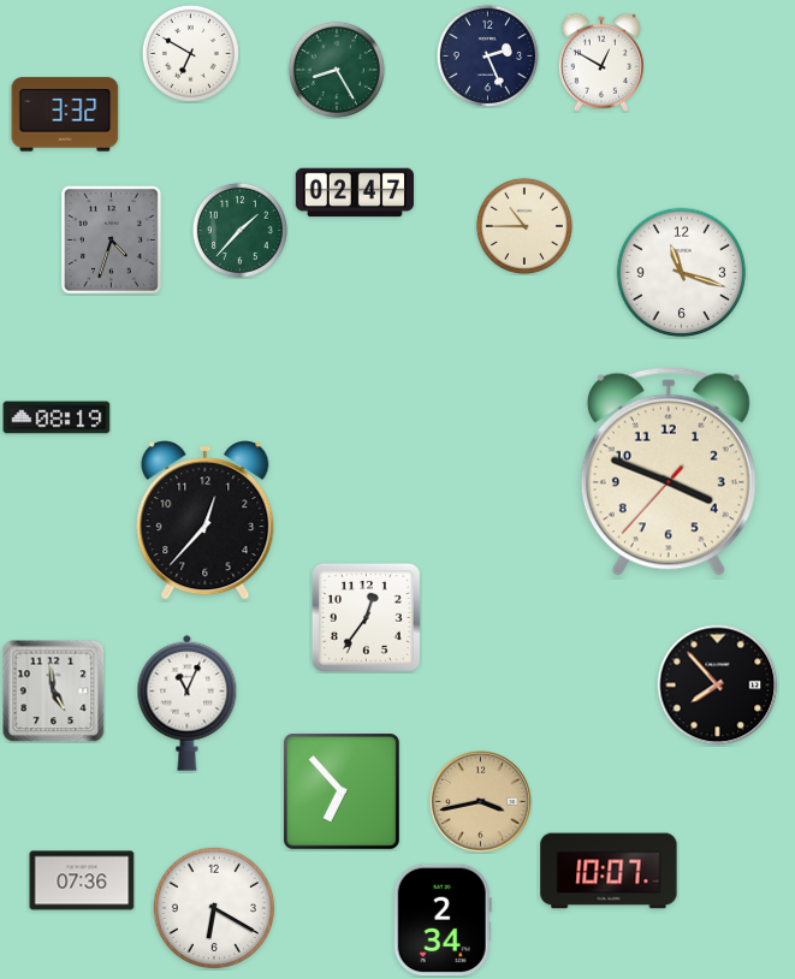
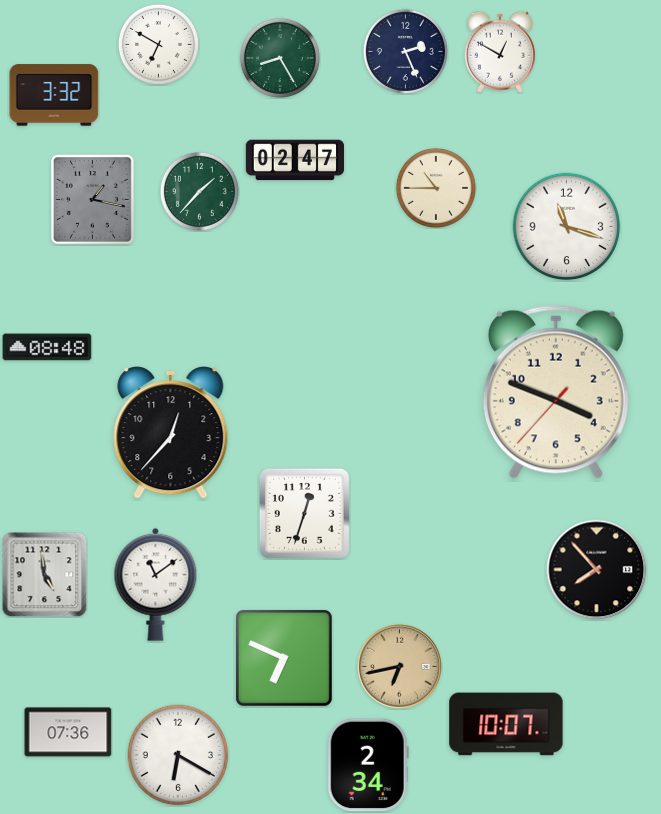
clock at (487, 55) position: (487, 55) -> (405, 51)
clock at (111, 239): 4:33 -> 1:17
clock at (57, 417): 08:19 -> 08:48
clock at (366, 617): 12:36 -> 12:33
clock at (188, 702): 11:04 -> 11:09
clock at (342, 791): 6:53 -> 6:49
clock at (480, 801): 3:43 -> 6:43
